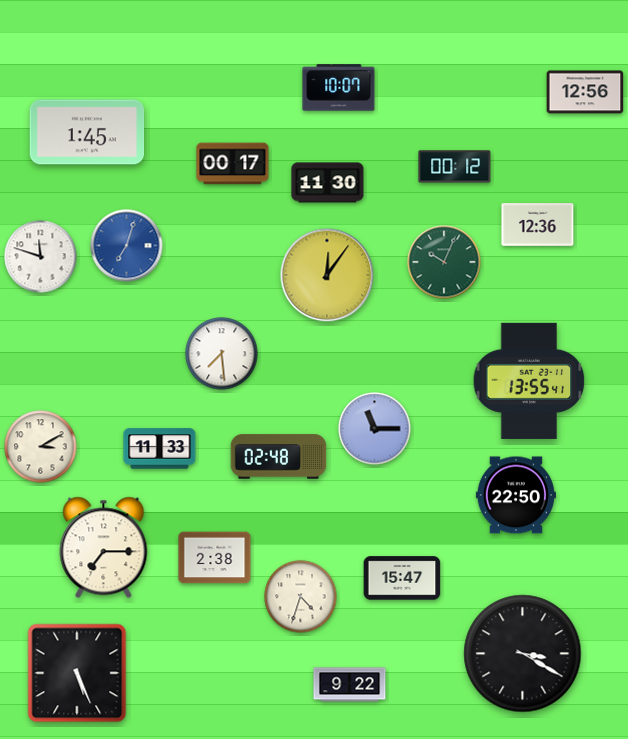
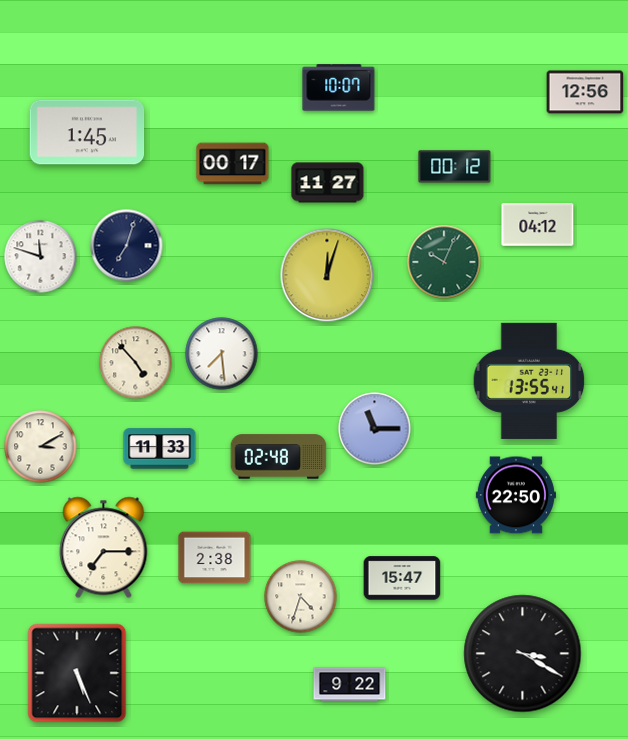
clock at (328, 183): 11:30 -> 11:27
clock at (538, 225): 12:36 -> 04:12
clock at (127, 246) dial: blue -> navy
clock at (327, 275): 12:06 -> 12:03
clock at (136, 363): none -> 4:53
